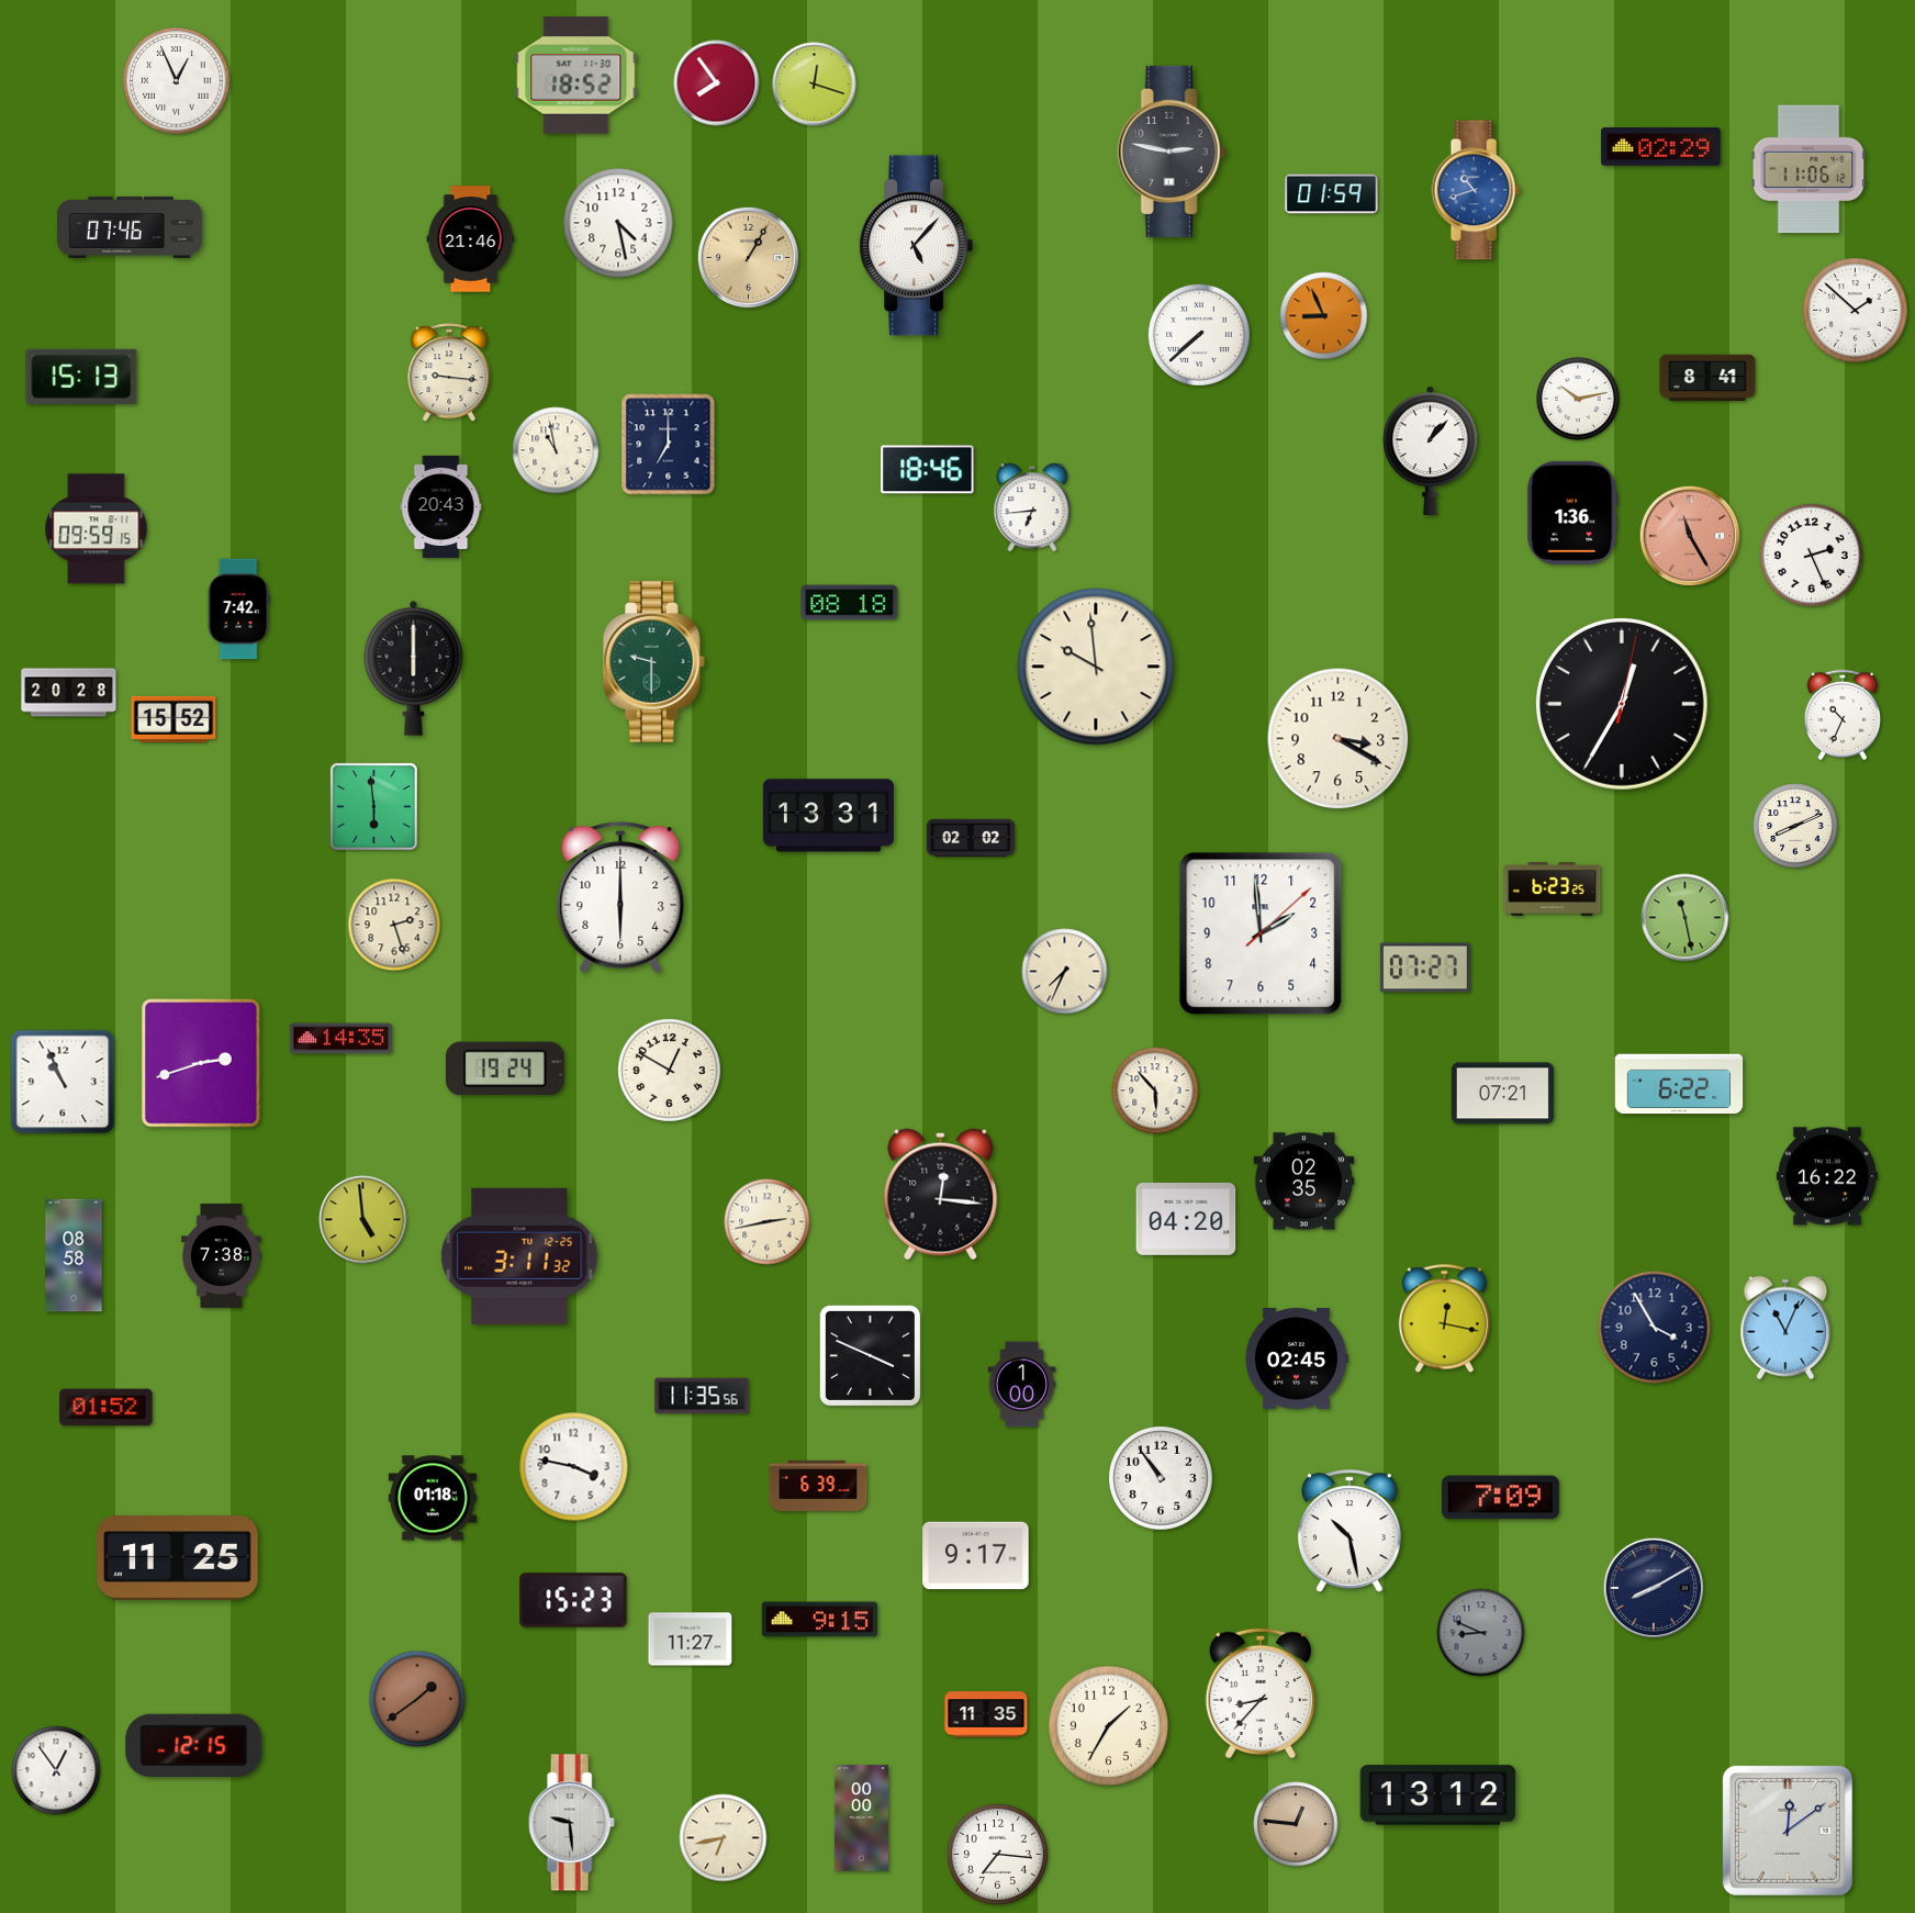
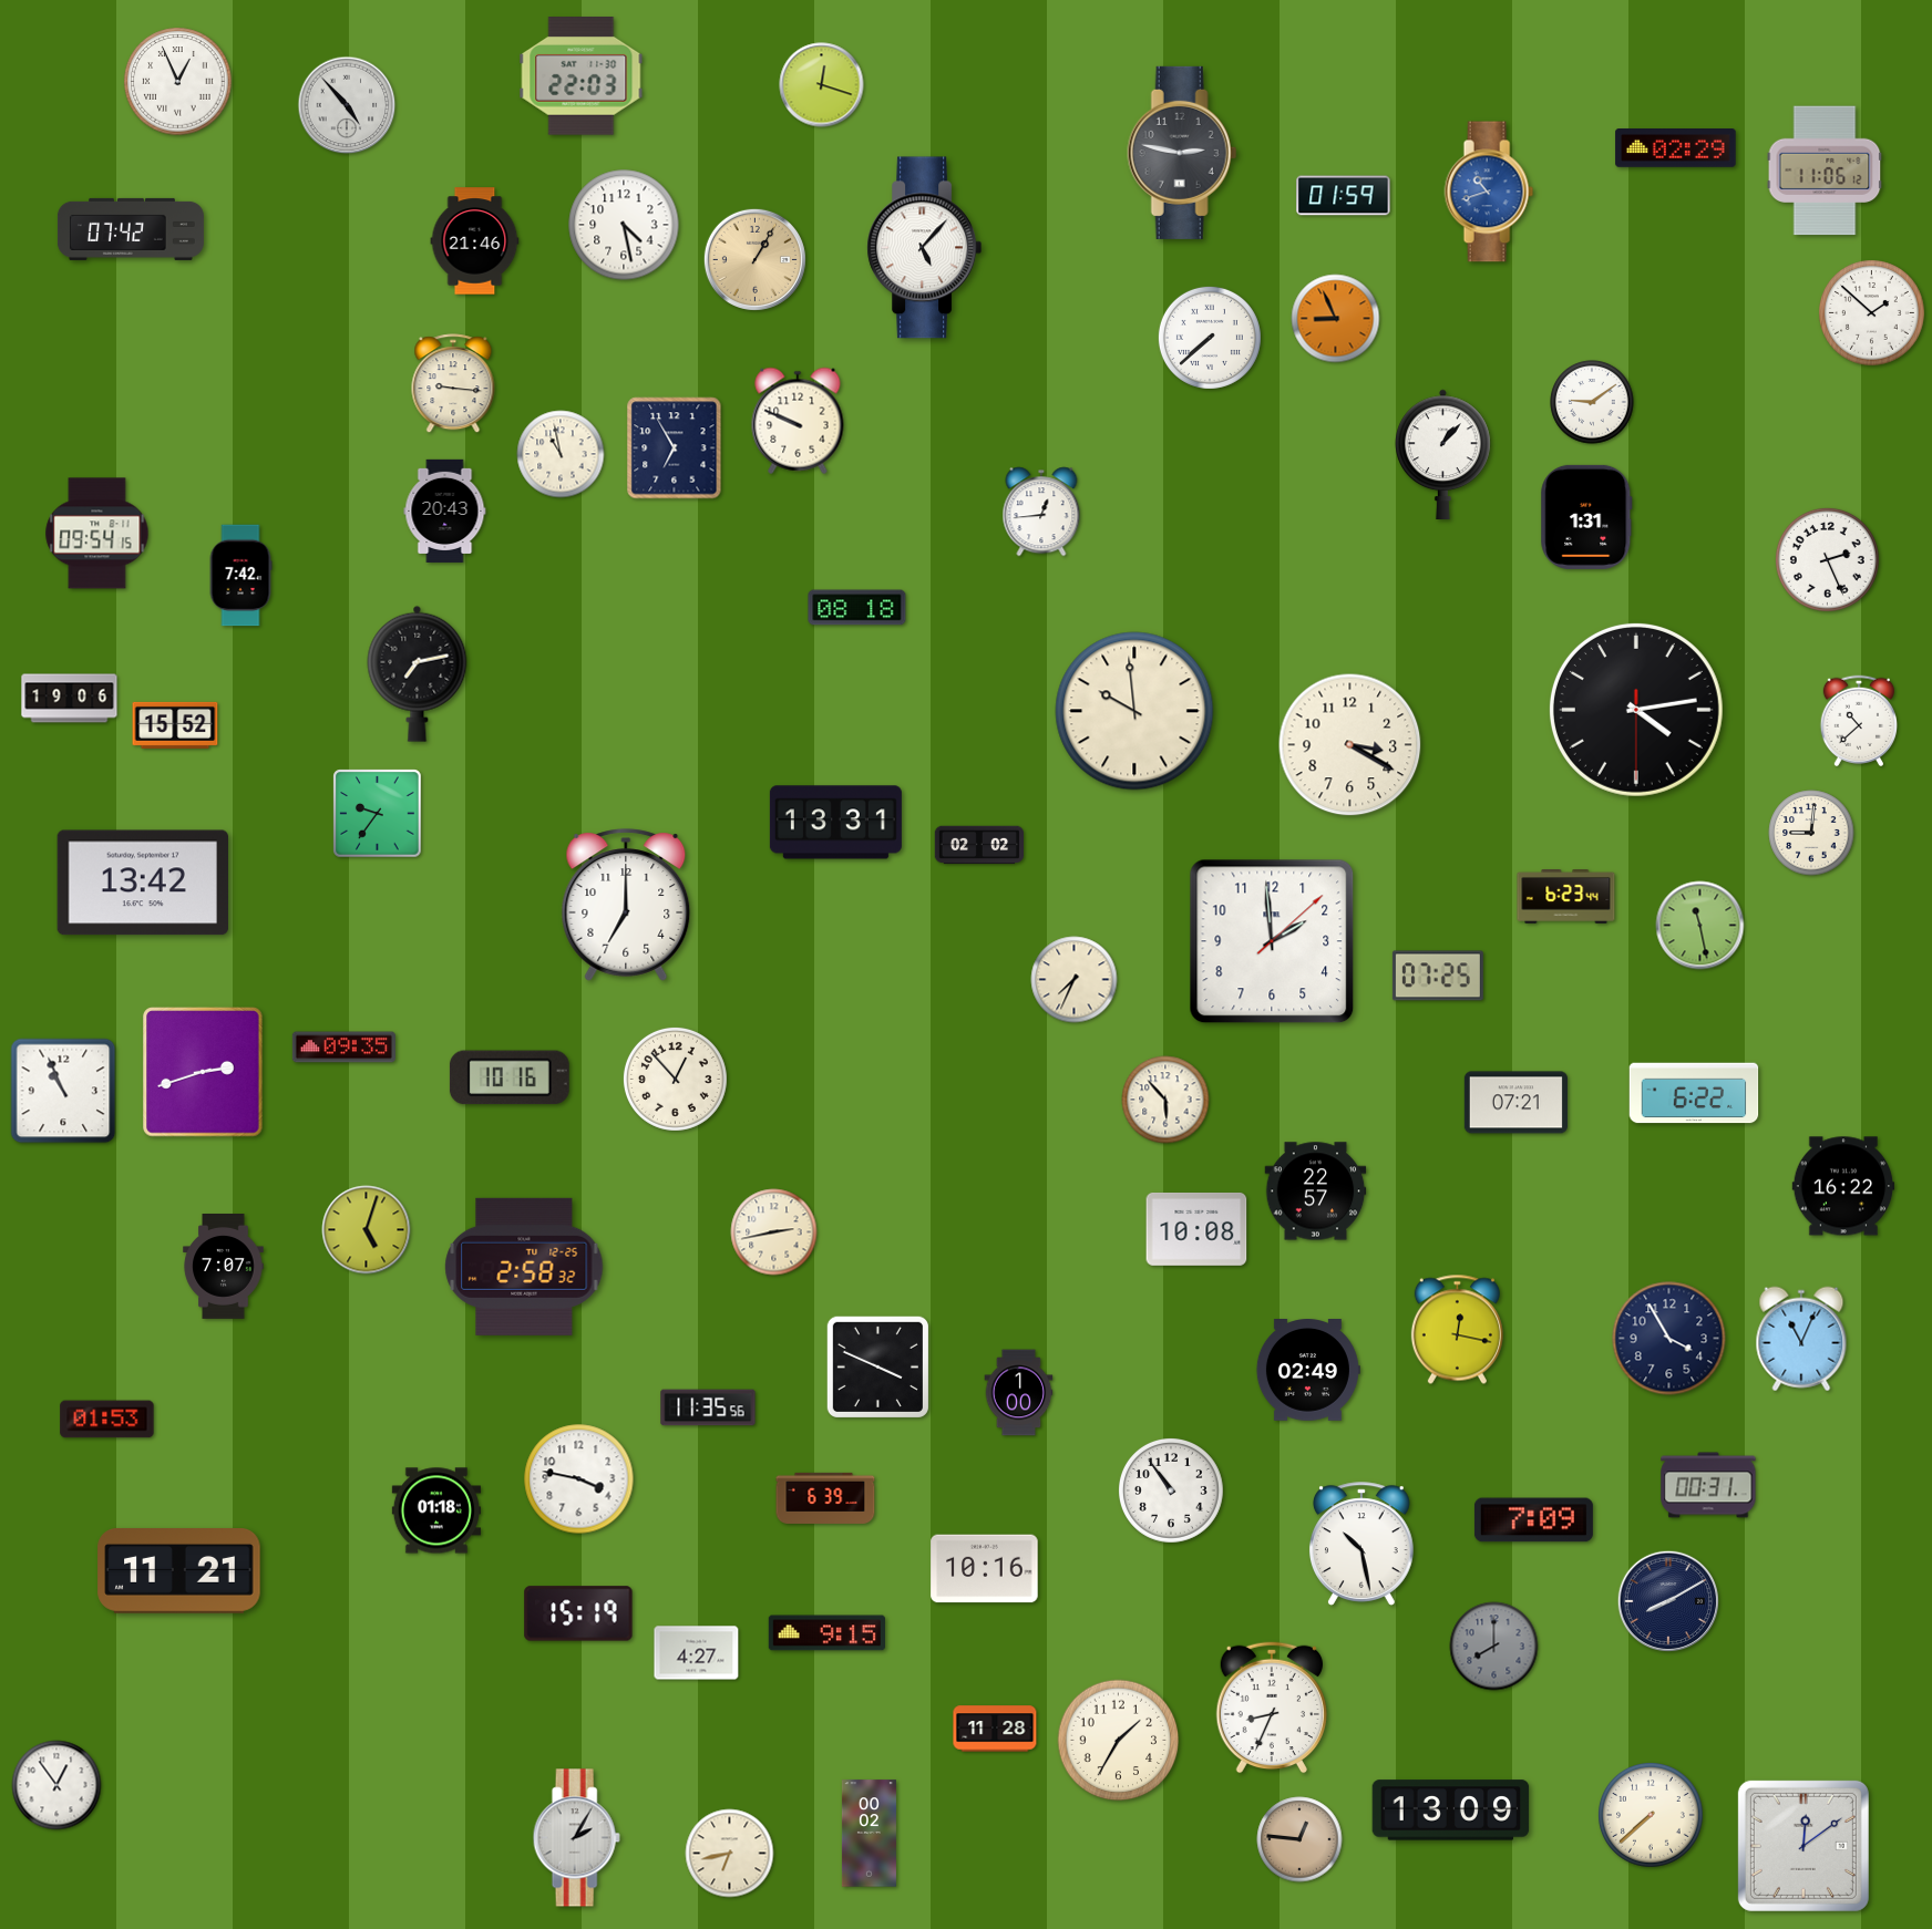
clock at (576, 76): 18:52 -> 22:03
clock at (717, 83): 7:54 -> none
clock at (347, 105): none -> 4:53
clock at (130, 227): 07:46 -> 07:42
clock at (449, 373) position: (449, 373) -> (453, 384)
clock at (81, 377): 15:13 -> none
clock at (1707, 378): 8:41 -> none
clock at (1578, 399): 10:13 -> 9:09
clock at (798, 421): none -> 9:49
clock at (669, 445): 7:00 -> 6:55
clock at (928, 470): 18:46 -> none
clock at (1032, 507): 6:44 -> 12:44
clock at (1572, 513): 1:36 -> 1:31
clock at (97, 529): 09:59 -> 09:54
clock at (1689, 535): 11:25 -> none
clock at (238, 609) position: (238, 609) -> (240, 576)
clock at (654, 662): 9:30 -> none
clock at (1096, 667) position: (1096, 667) -> (1134, 711)
clock at (414, 668): 6:00 -> 7:13
clock at (69, 693): 20:28 -> 19:06
clock at (1622, 704): 12:35 -> 4:13
clock at (1841, 714): 10:34 -> 10:38
clock at (374, 807): 5:59 -> 9:36
clock at (1795, 826): 8:11 -> 9:01
clock at (142, 883): none -> 13:42
clock at (1553, 890): 6:23:25 -> 6:23:44
clock at (620, 897): 6:00 -> 7:00
clock at (394, 925): 2:27 -> none
clock at (1425, 967): 07:27 -> 07:25
clock at (340, 1039): 14:35 -> 09:35
clock at (505, 1069): 19:24 -> 10:16
clock at (669, 1070): 12:50 -> 12:53
clock at (1304, 1182): 02:35 -> 22:57
clock at (941, 1195): 12:16 -> none
clock at (1186, 1219): 04:20 -> 10:08
clock at (363, 1220): 4:59 -> 5:03
clock at (74, 1255): 08:58 -> none
clock at (222, 1256): 7:38 -> 7:07
clock at (519, 1256): 3:11 -> 2:58
clock at (1296, 1360): 02:45 -> 02:49
clock at (1022, 1385) position: (1022, 1385) -> (1019, 1393)
clock at (107, 1408): 01:52 -> 01:53
clock at (1708, 1485): none -> 00:31
clock at (1500, 1498) position: (1500, 1498) -> (1533, 1520)
clock at (976, 1556): 9:17 -> 10:16
clock at (178, 1558): 11:25 -> 11:21
clock at (573, 1600): 15:23 -> 15:19
clock at (1481, 1633): 8:49 -> 8:00
clock at (691, 1640): 11:27 -> 4:27
clock at (1259, 1693): 8:37 -> 8:34
clock at (417, 1699): 1:39 -> none
clock at (986, 1714): 11:35 -> 11:28
clock at (194, 1745): 12:15 -> none
clock at (1438, 1795): 13:12 -> 13:09
clock at (1652, 1816): none -> 7:38
clock at (861, 1819): 00:00 -> 00:02
clock at (571, 1823): 9:29 -> 2:05
clock at (1296, 1824) position: (1296, 1824) -> (1299, 1839)
clock at (997, 1854): 7:16 -> none
